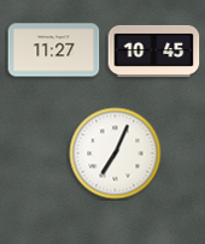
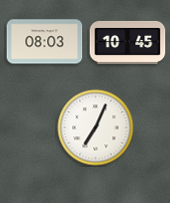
clock at (54, 50): 11:27 -> 08:03
